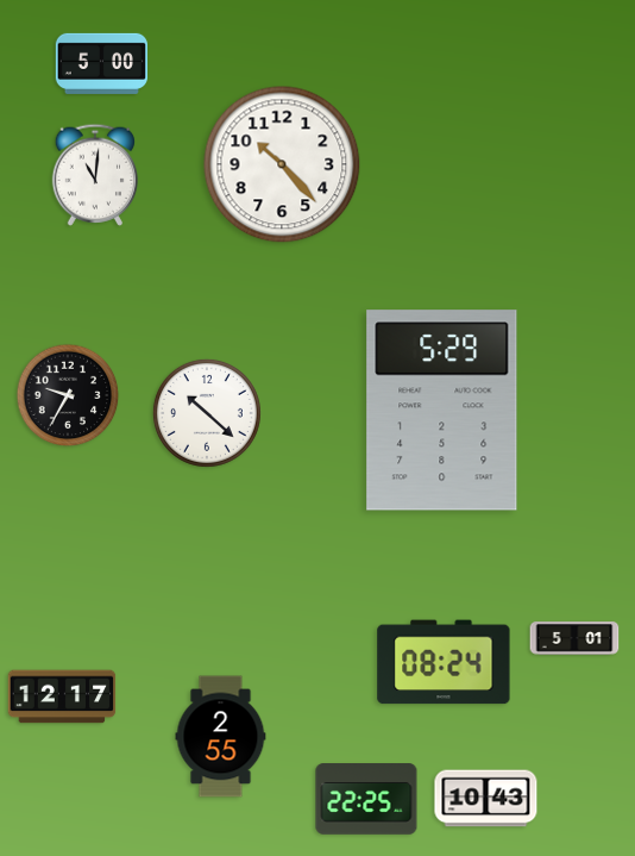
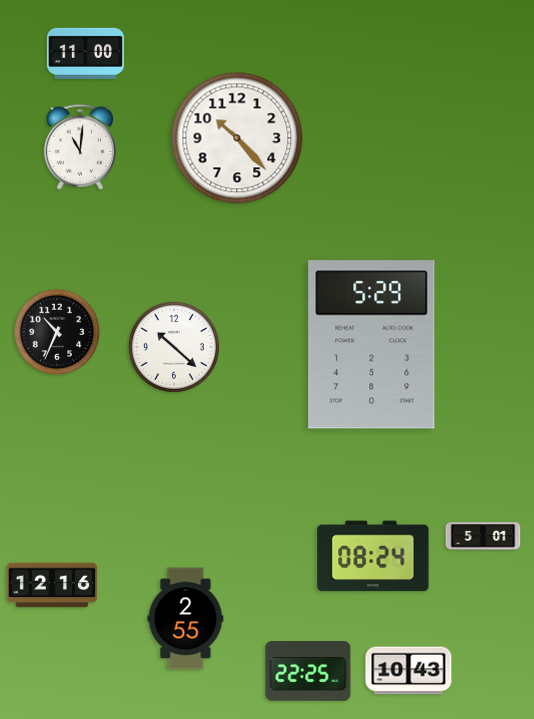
clock at (101, 63): 5:00 -> 11:00
clock at (68, 395): 9:35 -> 10:34
clock at (62, 696): 12:17 -> 12:16
